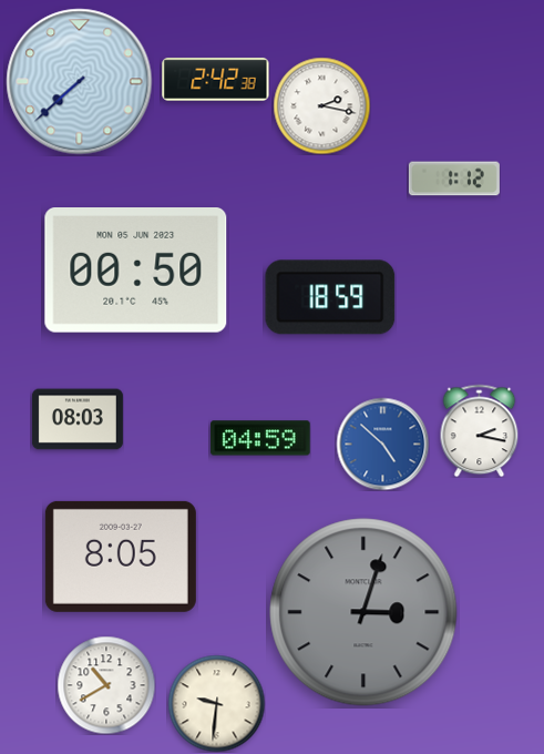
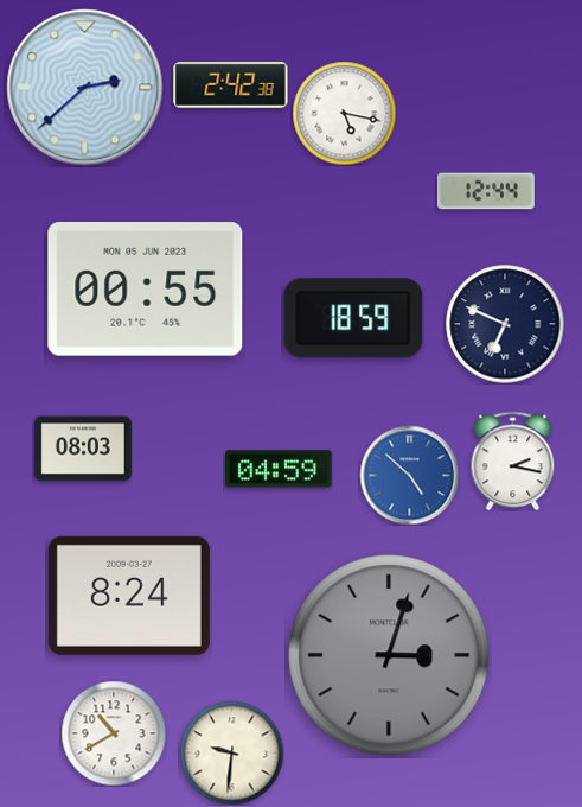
clock at (80, 82): 7:38 -> 2:38
clock at (321, 105): 2:17 -> 5:17
clock at (454, 179): 1:12 -> 12:44
clock at (136, 271): 00:50 -> 00:55
clock at (505, 324): none -> 6:49
clock at (121, 557): 8:05 -> 8:24
